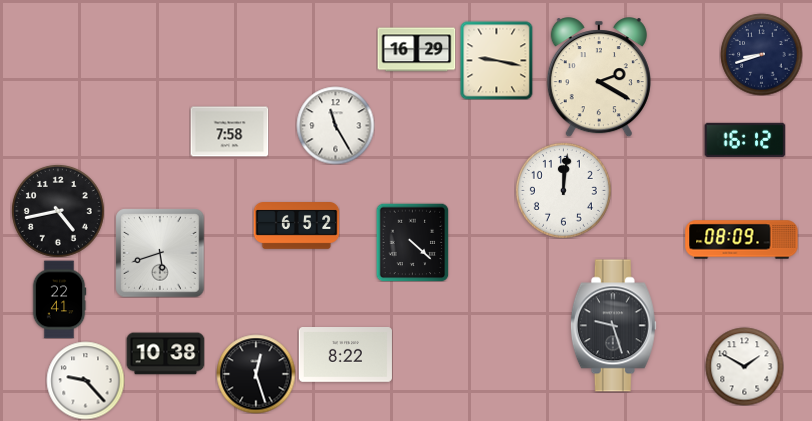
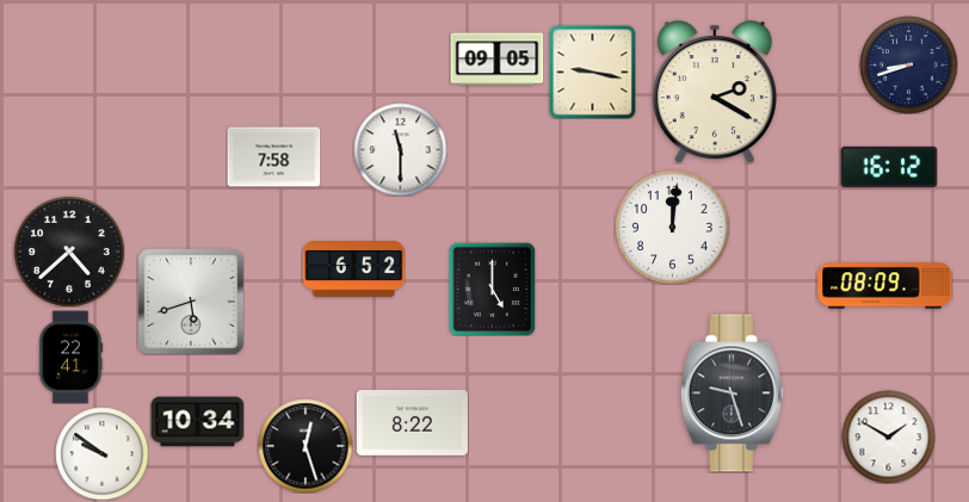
clock at (416, 50): 16:29 -> 09:05
clock at (335, 125): 11:25 -> 11:30
clock at (58, 211): 4:43 -> 4:38
clock at (413, 242): 4:22 -> 5:00
clock at (613, 326) position: (613, 326) -> (732, 393)
clock at (165, 354): 10:38 -> 10:34
clock at (85, 380): 9:23 -> 9:51
